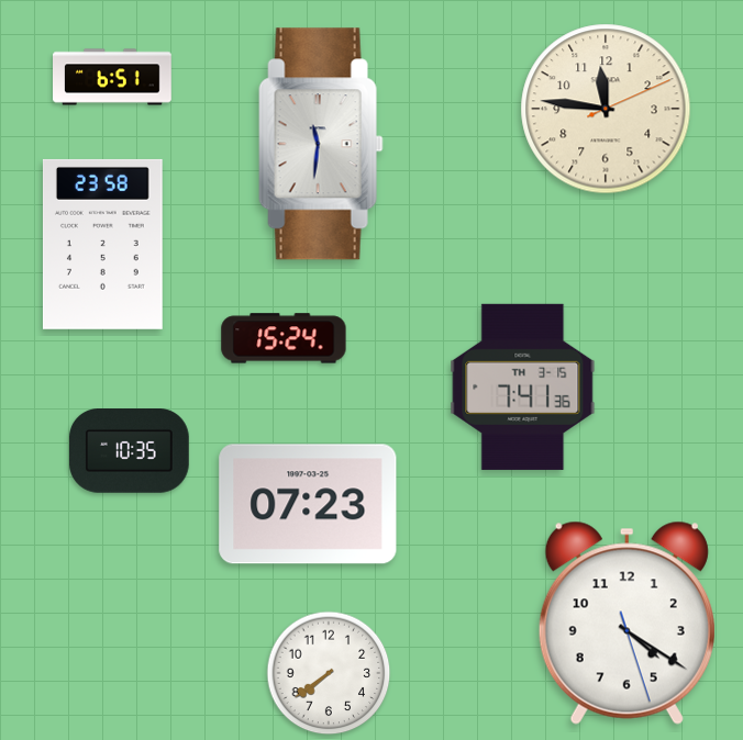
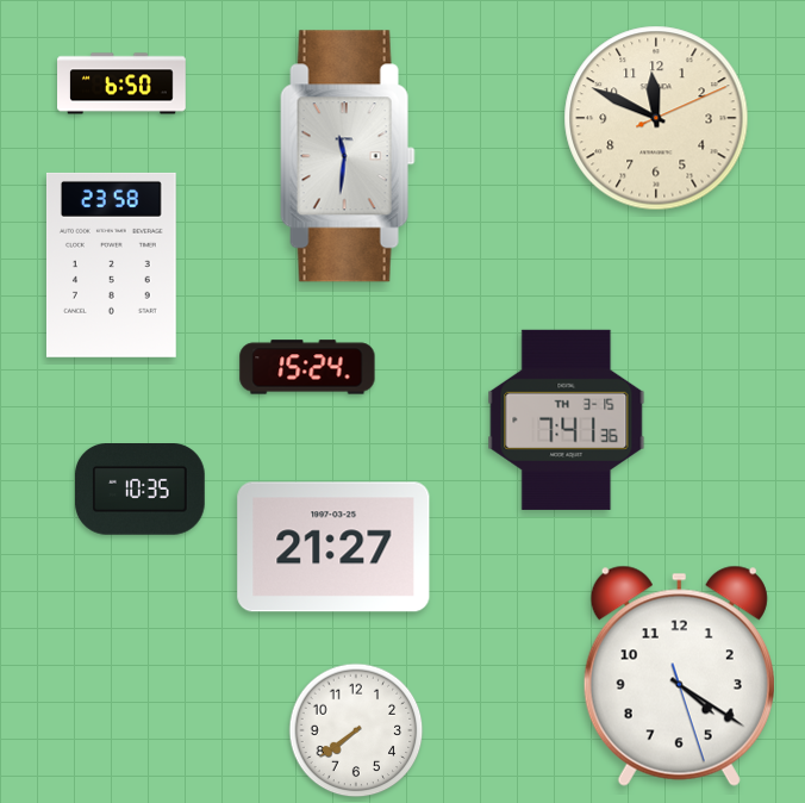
clock at (113, 77): 6:51 -> 6:50
clock at (606, 109): 11:46 -> 11:49
clock at (308, 504): 07:23 -> 21:27
